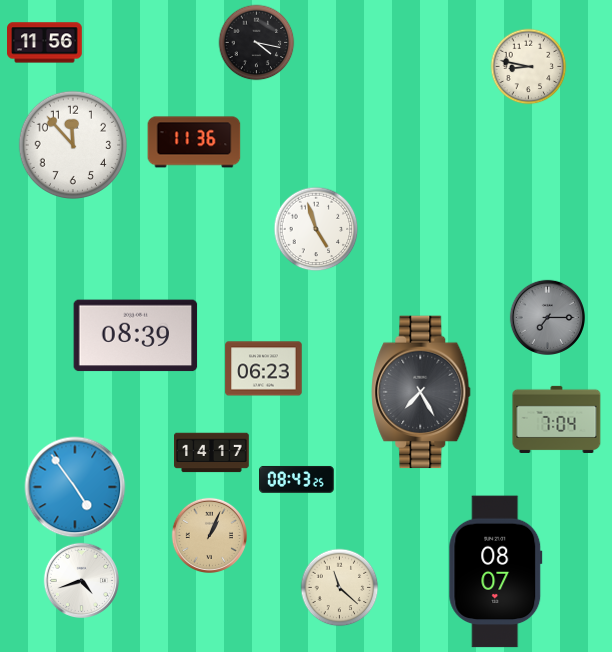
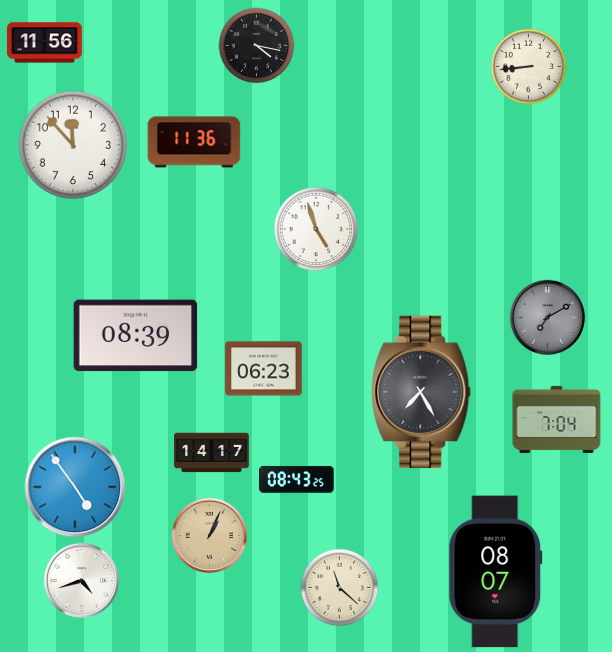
clock at (257, 43) position: (257, 43) -> (257, 46)
clock at (529, 67): 8:47 -> 8:44
clock at (547, 317): 7:15 -> 7:10
